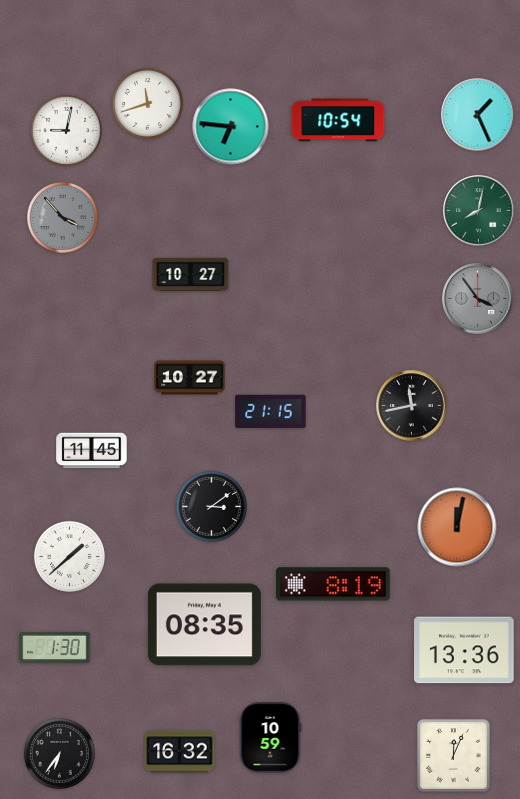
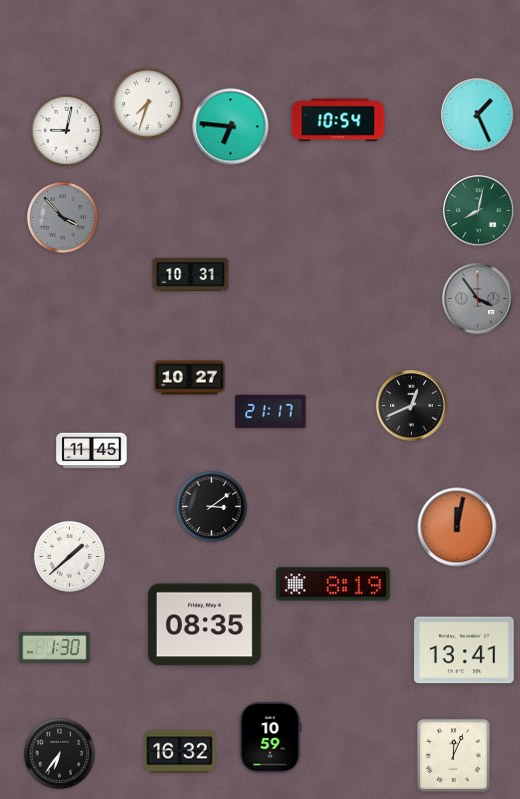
clock at (147, 103): 11:42 -> 7:33
clock at (191, 275): 10:27 -> 10:31
clock at (412, 406): 11:43 -> 12:41
clock at (271, 412): 21:15 -> 21:17
clock at (464, 650): 13:36 -> 13:41
